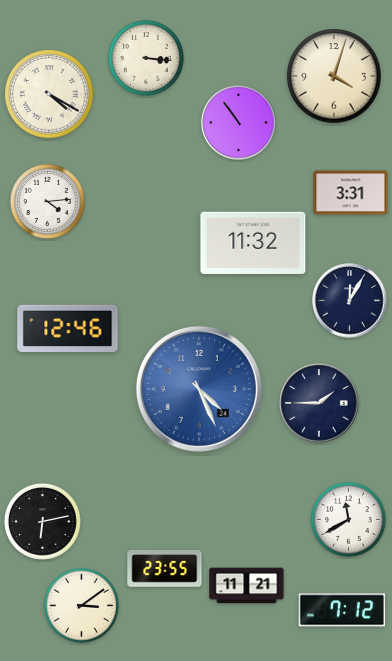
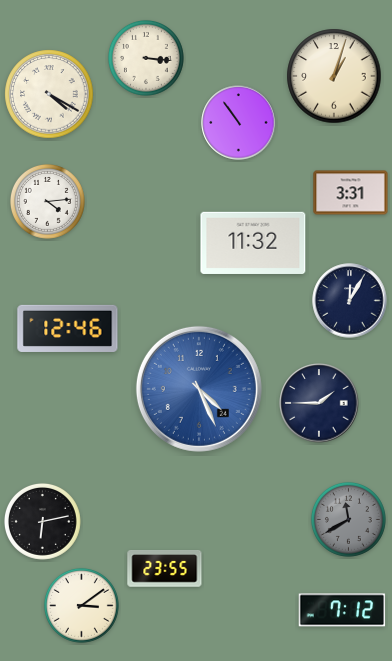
clock at (334, 76): 4:03 -> 1:03
clock at (348, 519) dial: white -> grey
clock at (247, 586): 11:21 -> none
